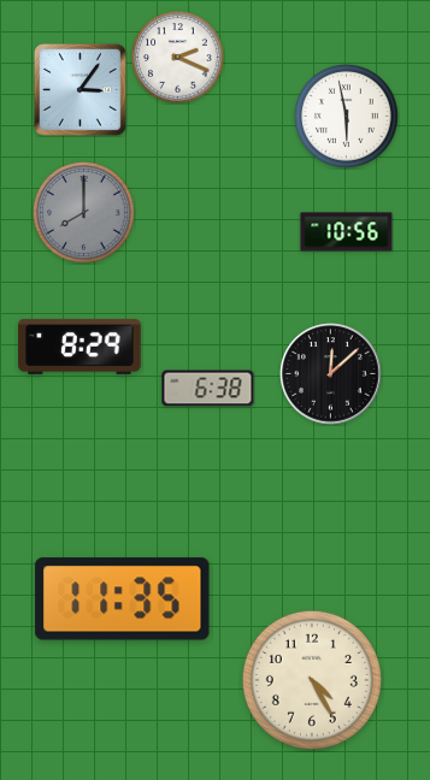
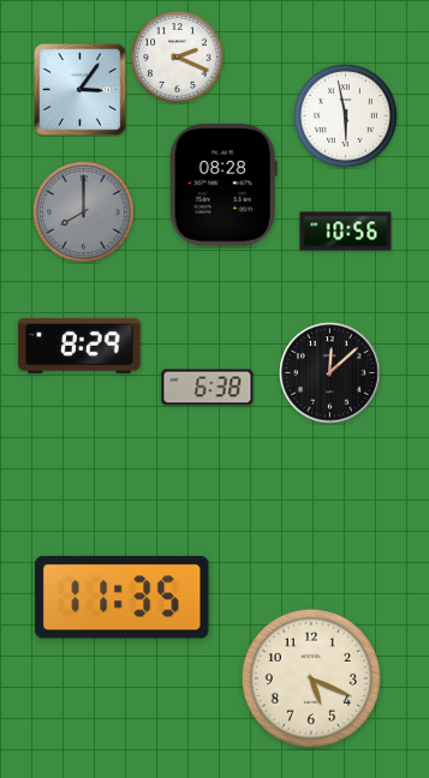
clock at (224, 185): none -> 08:28
clock at (312, 680): 4:25 -> 5:19
